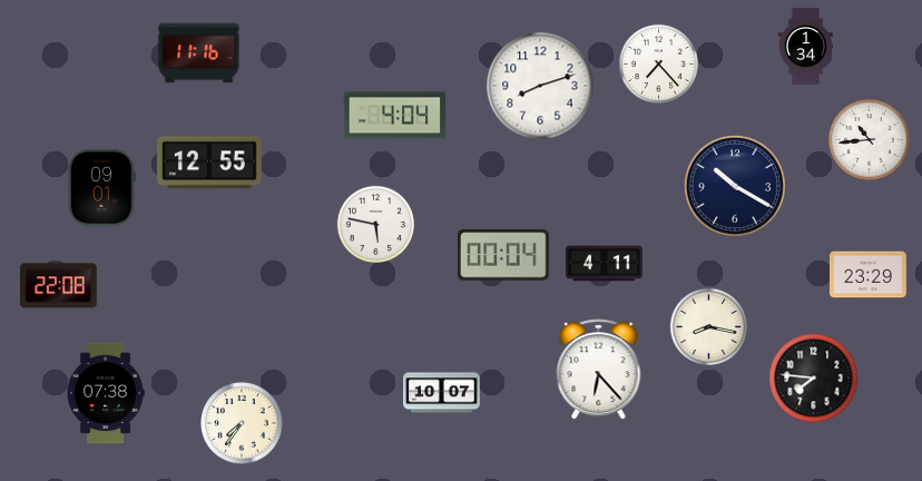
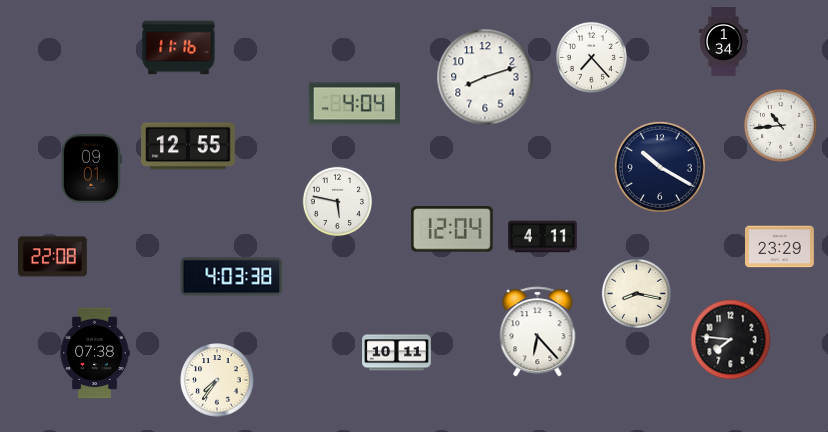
clock at (504, 255): 00:04 -> 12:04
clock at (232, 277): none -> 4:03
clock at (442, 393): 10:07 -> 10:11
